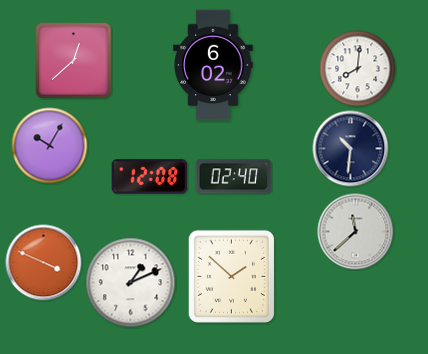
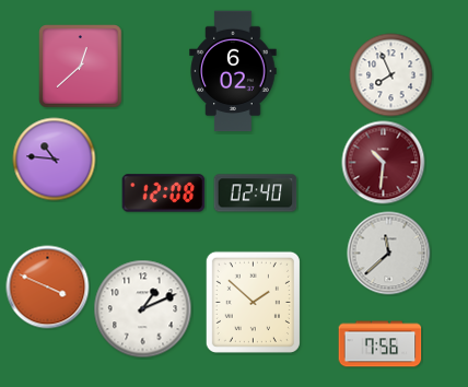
clock at (358, 69): 8:01 -> 7:56
clock at (50, 146): 10:05 -> 10:46
clock at (351, 149) dial: navy -> burgundy
clock at (381, 344): none -> 7:56
